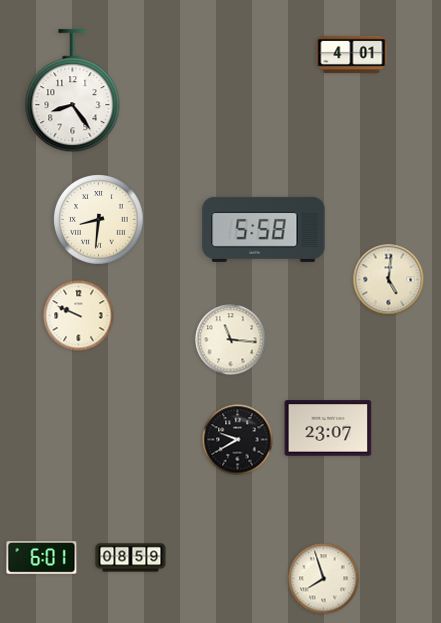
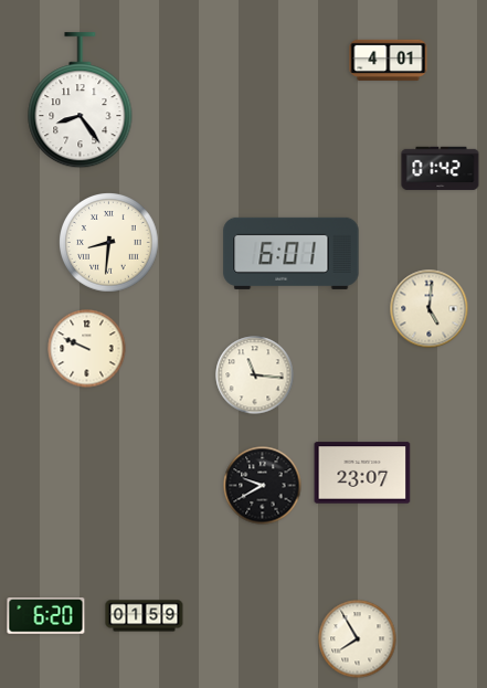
clock at (441, 169): none -> 01:42
clock at (264, 229): 5:58 -> 6:01
clock at (42, 558): 6:01 -> 6:20
clock at (131, 558): 08:59 -> 01:59
clock at (324, 579): 7:57 -> 7:55
